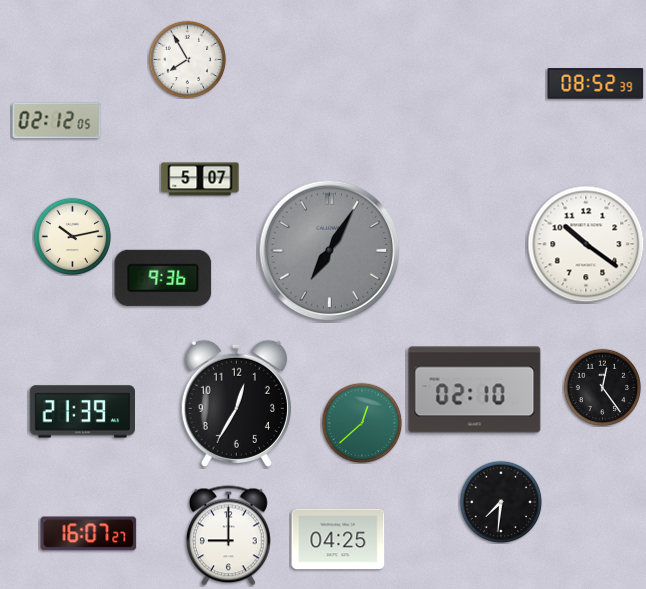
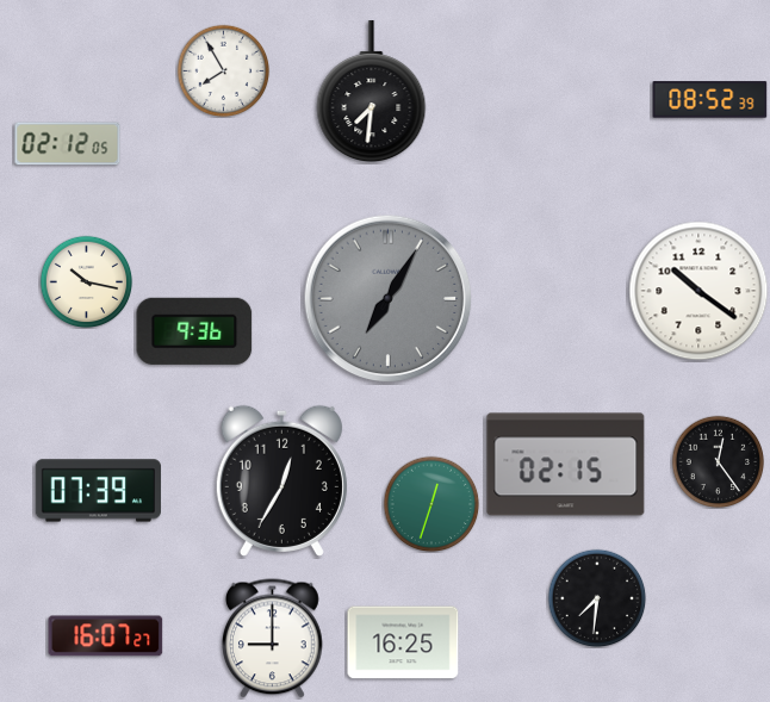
clock at (372, 92): none -> 7:31
clock at (200, 179): 5:07 -> none
clock at (72, 236): 10:13 -> 10:17
clock at (330, 251) position: (330, 251) -> (389, 299)
clock at (475, 390): 02:10 -> 02:15
clock at (82, 412): 21:39 -> 07:39
clock at (362, 423): 12:38 -> 12:33
clock at (338, 539): 04:25 -> 16:25
